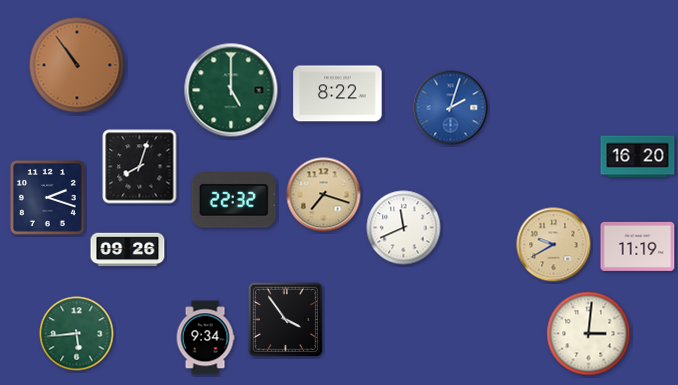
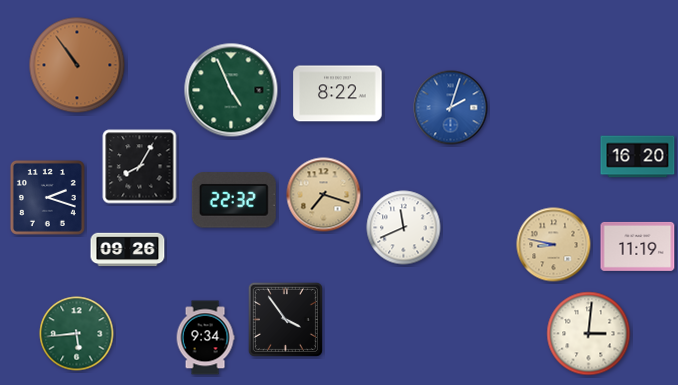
clock at (231, 90): 5:00 -> 4:56
clock at (140, 167): 8:03 -> 8:05
clock at (554, 245): 9:40 -> 8:47
